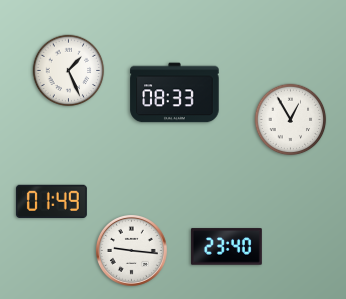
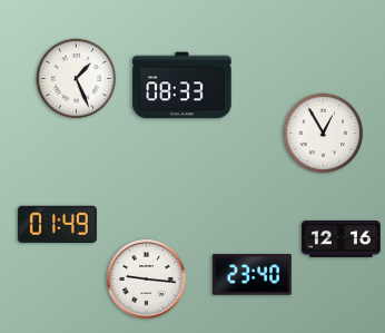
clock at (175, 93) position: (175, 93) -> (182, 86)
clock at (340, 238): none -> 12:16
